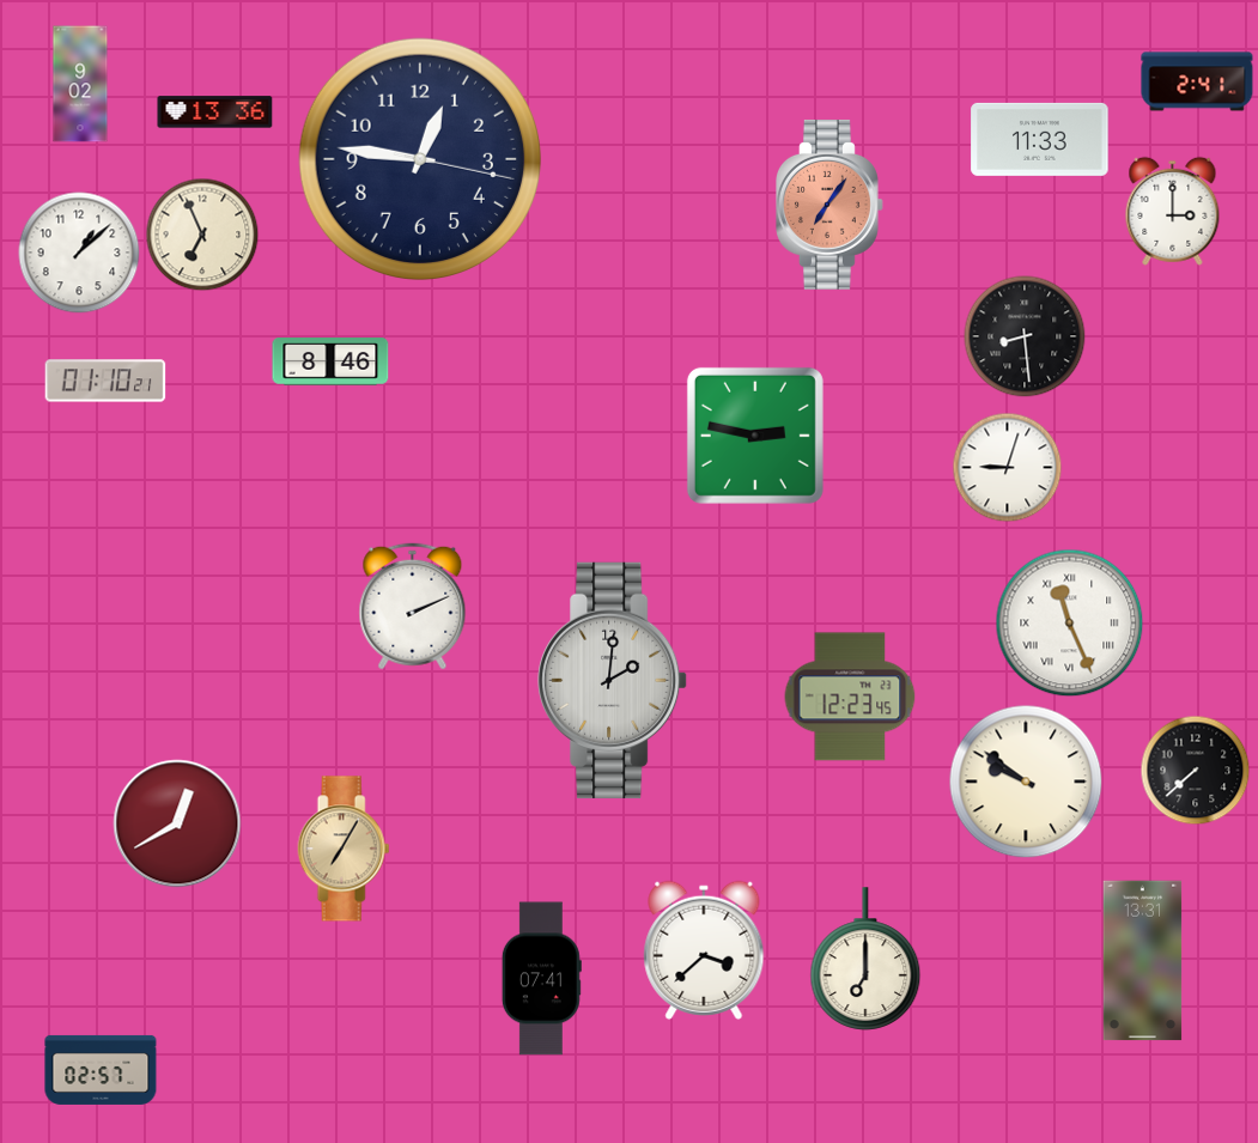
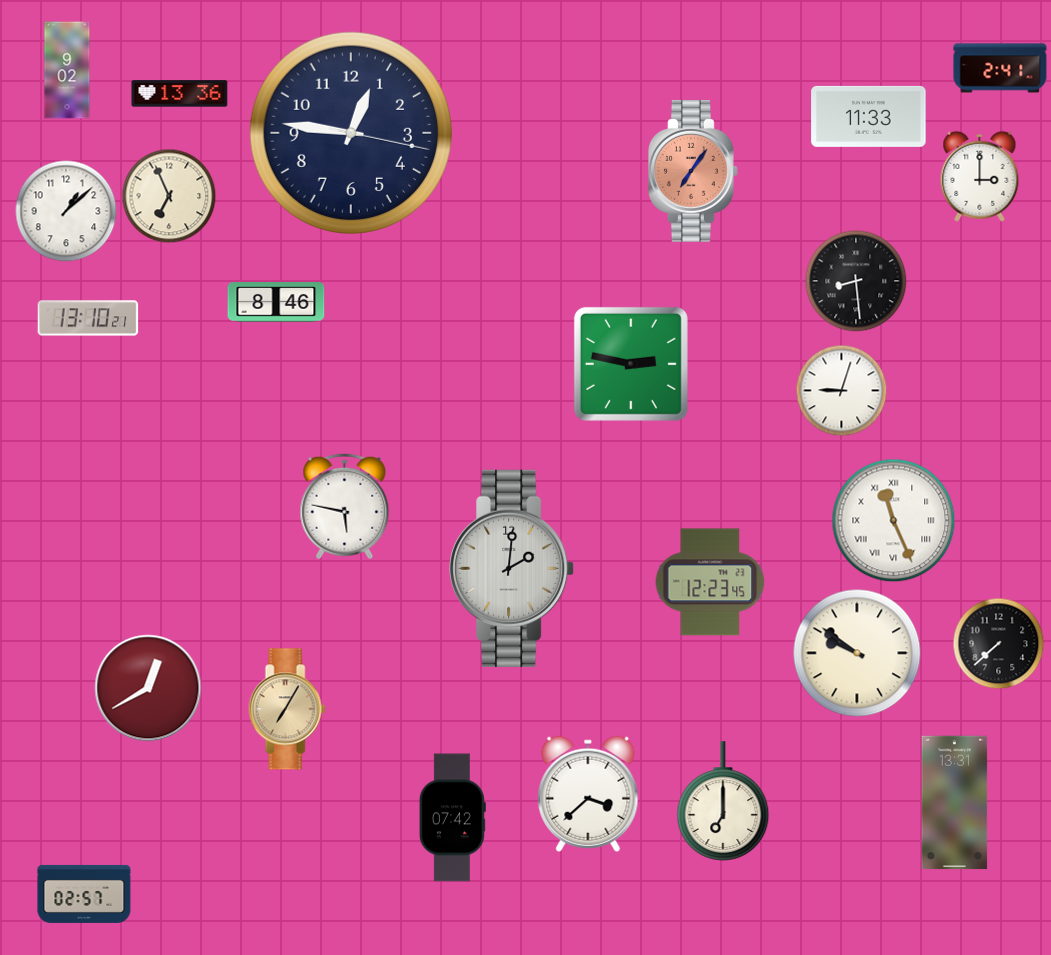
clock at (105, 381): 01:10 -> 13:10
clock at (413, 607): 2:11 -> 5:47
clock at (541, 979): 07:41 -> 07:42
